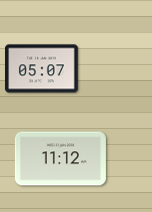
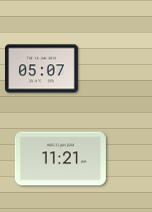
clock at (60, 159): 11:12 -> 11:21
